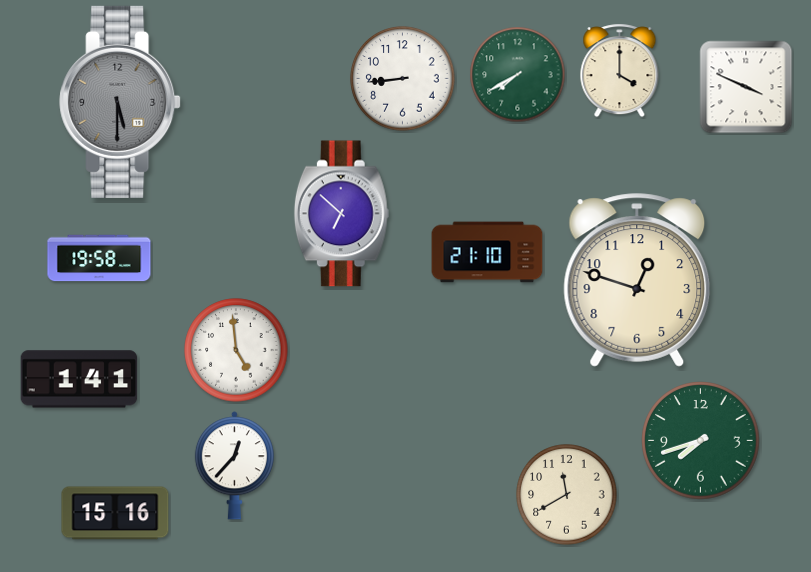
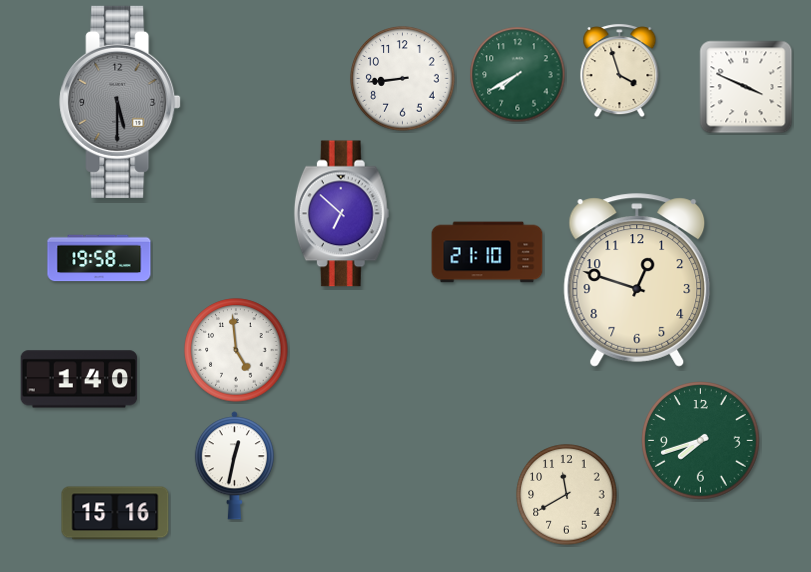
clock at (620, 71): 4:00 -> 3:57
clock at (79, 379): 1:41 -> 1:40
clock at (234, 466): 12:37 -> 12:32
